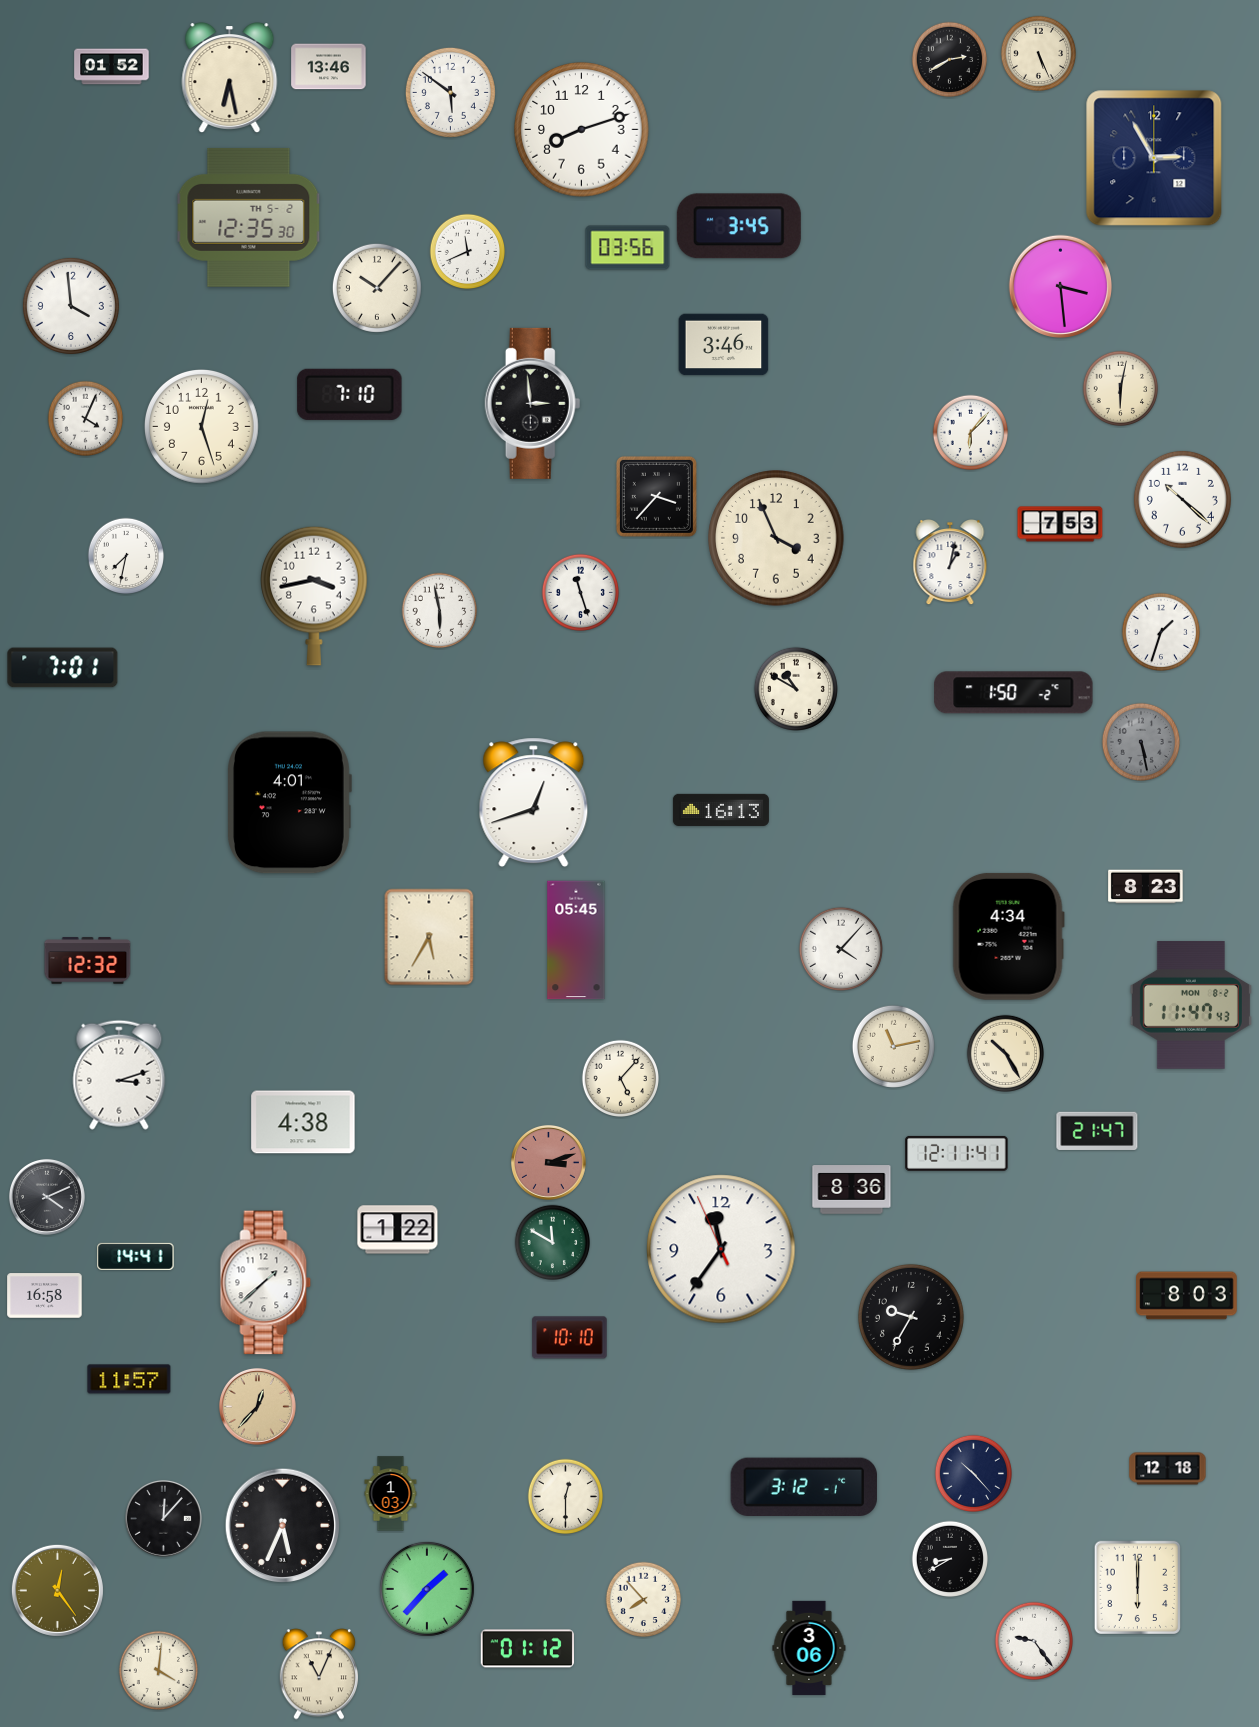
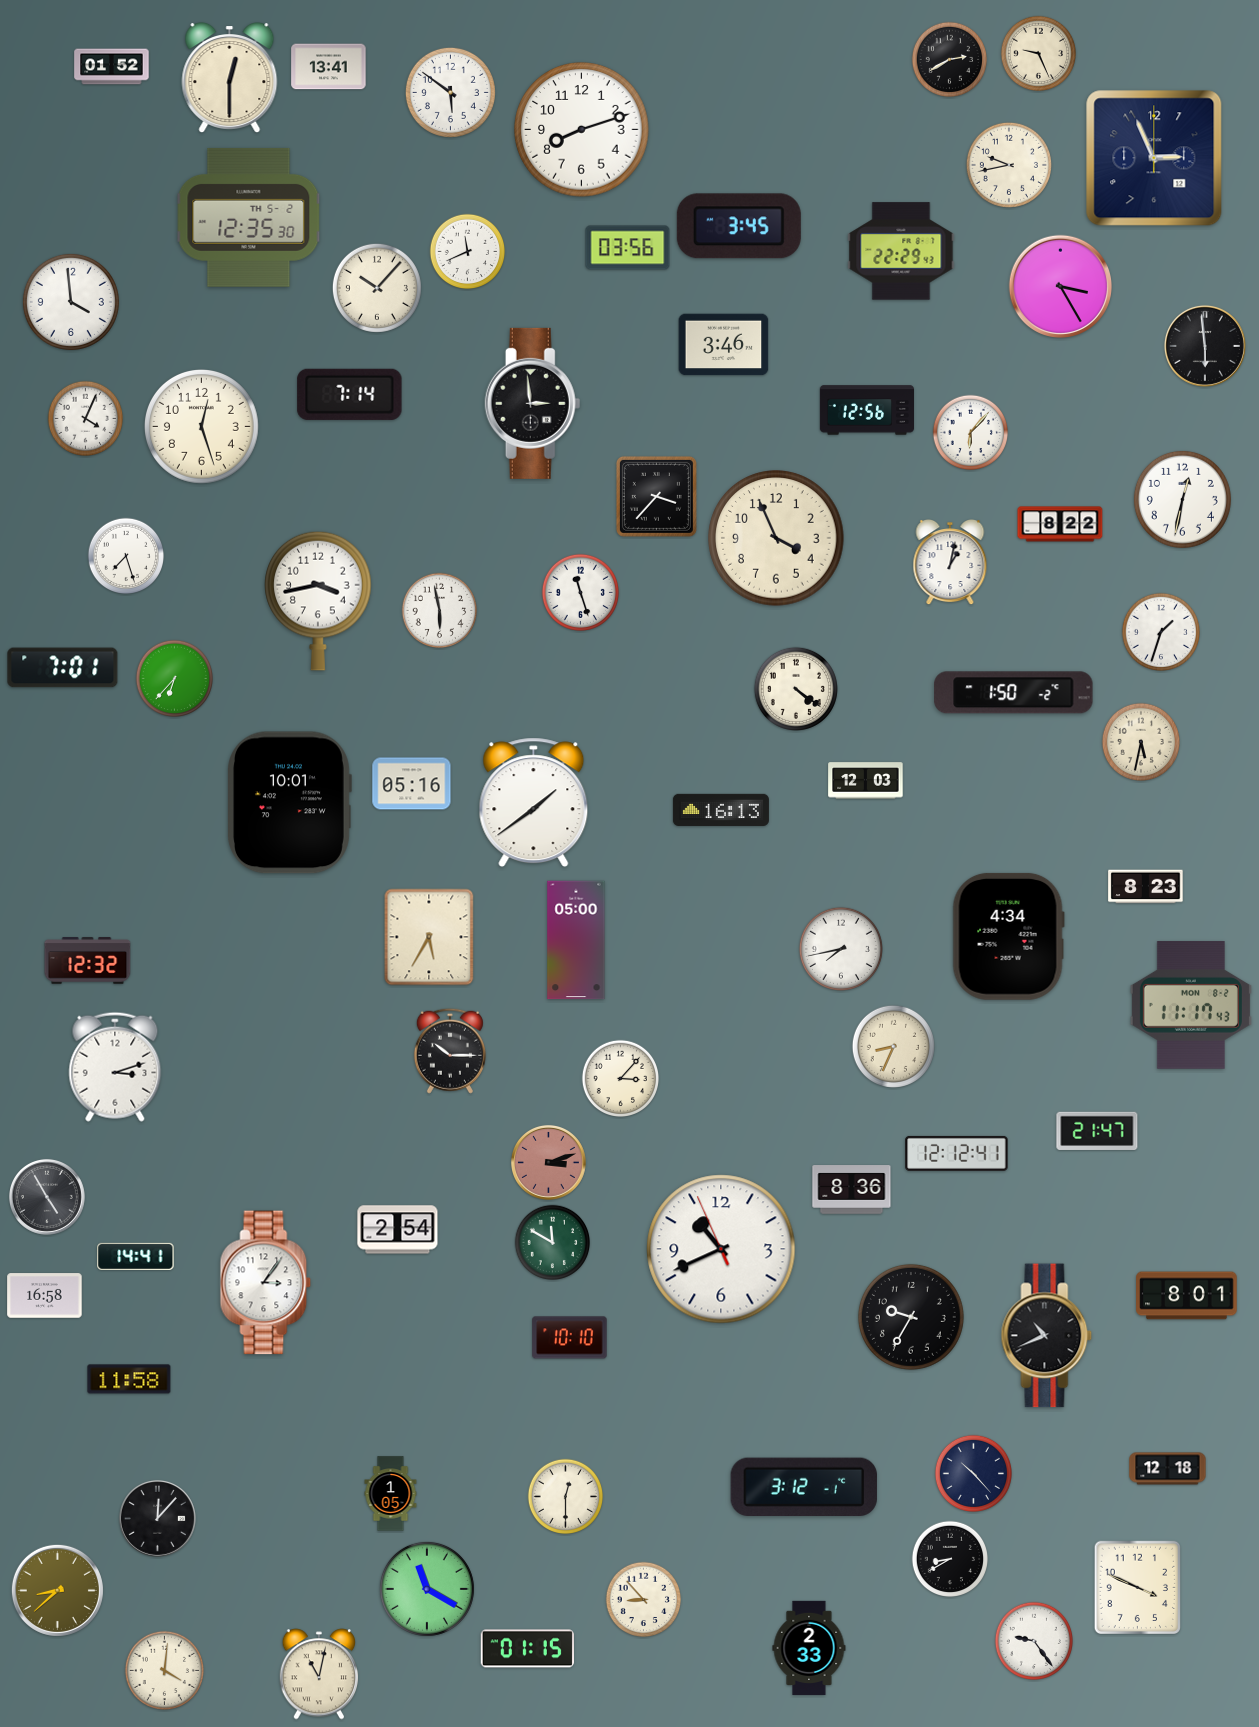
clock at (1039, 54): 5:26 -> 9:26
clock at (329, 67): 13:46 -> 13:41
clock at (230, 78): 6:28 -> 12:30
clock at (1154, 158): 2:55 -> 2:56
clock at (1009, 165): none -> 9:43
clock at (901, 251): none -> 22:29
clock at (1060, 286): 3:29 -> 3:25
clock at (71, 306) position: (71, 306) -> (71, 302)
clock at (1205, 346): none -> 5:59
clock at (1121, 389): 6:02 -> none
clock at (350, 394): 7:10 -> 7:14
clock at (866, 410): none -> 12:56
clock at (1182, 499): 10:22 -> 12:32
clock at (1060, 524): 7:53 -> 8:22
clock at (126, 556): 7:32 -> 7:27
clock at (314, 596) position: (314, 596) -> (318, 601)
clock at (174, 678): none -> 6:37
clock at (796, 689): 10:50 -> 4:21
clock at (1140, 741): 5:28 -> 5:32
clock at (1140, 741) dial: grey -> cream
clock at (866, 781): none -> 12:03
clock at (412, 784): none -> 05:16
clock at (290, 803): 4:01 -> 10:01
clock at (534, 803): 12:42 -> 1:39
clock at (576, 940): 05:45 -> 05:00
clock at (841, 949): 4:07 -> 7:43
clock at (1191, 1005): 11:47 -> 11:17
clock at (893, 1046): 11:13 -> 8:34
clock at (450, 1051): none -> 10:15
clock at (1005, 1053): 10:25 -> none
clock at (119, 1075) position: (119, 1075) -> (115, 1067)
clock at (620, 1078): 5:07 -> 3:07
clock at (303, 1122): 4:38 -> none
clock at (957, 1153): 12:11 -> 12:12
clock at (47, 1197): 4:11 -> 4:55
clock at (398, 1230): 1:22 -> 2:54
clock at (721, 1249): 11:35 -> 10:40
clock at (266, 1283): 1:38 -> 3:06
clock at (1187, 1296): 8:03 -> 8:01
clock at (1047, 1336): none -> 10:41
clock at (129, 1379): 11:57 -> 11:58
clock at (257, 1406): 12:37 -> none
clock at (391, 1494): 1:03 -> 1:05
clock at (163, 1518) position: (163, 1518) -> (157, 1518)
clock at (283, 1526): 5:34 -> none
clock at (1137, 1587): 6:00 -> 3:49
clock at (427, 1589): 1:37 -> 11:20
clock at (57, 1590): 12:24 -> 8:38
clock at (644, 1600): 7:53 -> 8:53
clock at (809, 1647): 3:06 -> 2:33
clock at (527, 1649): 01:12 -> 01:15
clock at (158, 1670) position: (158, 1670) -> (164, 1670)
clock at (319, 1674): 11:04 -> 11:02
